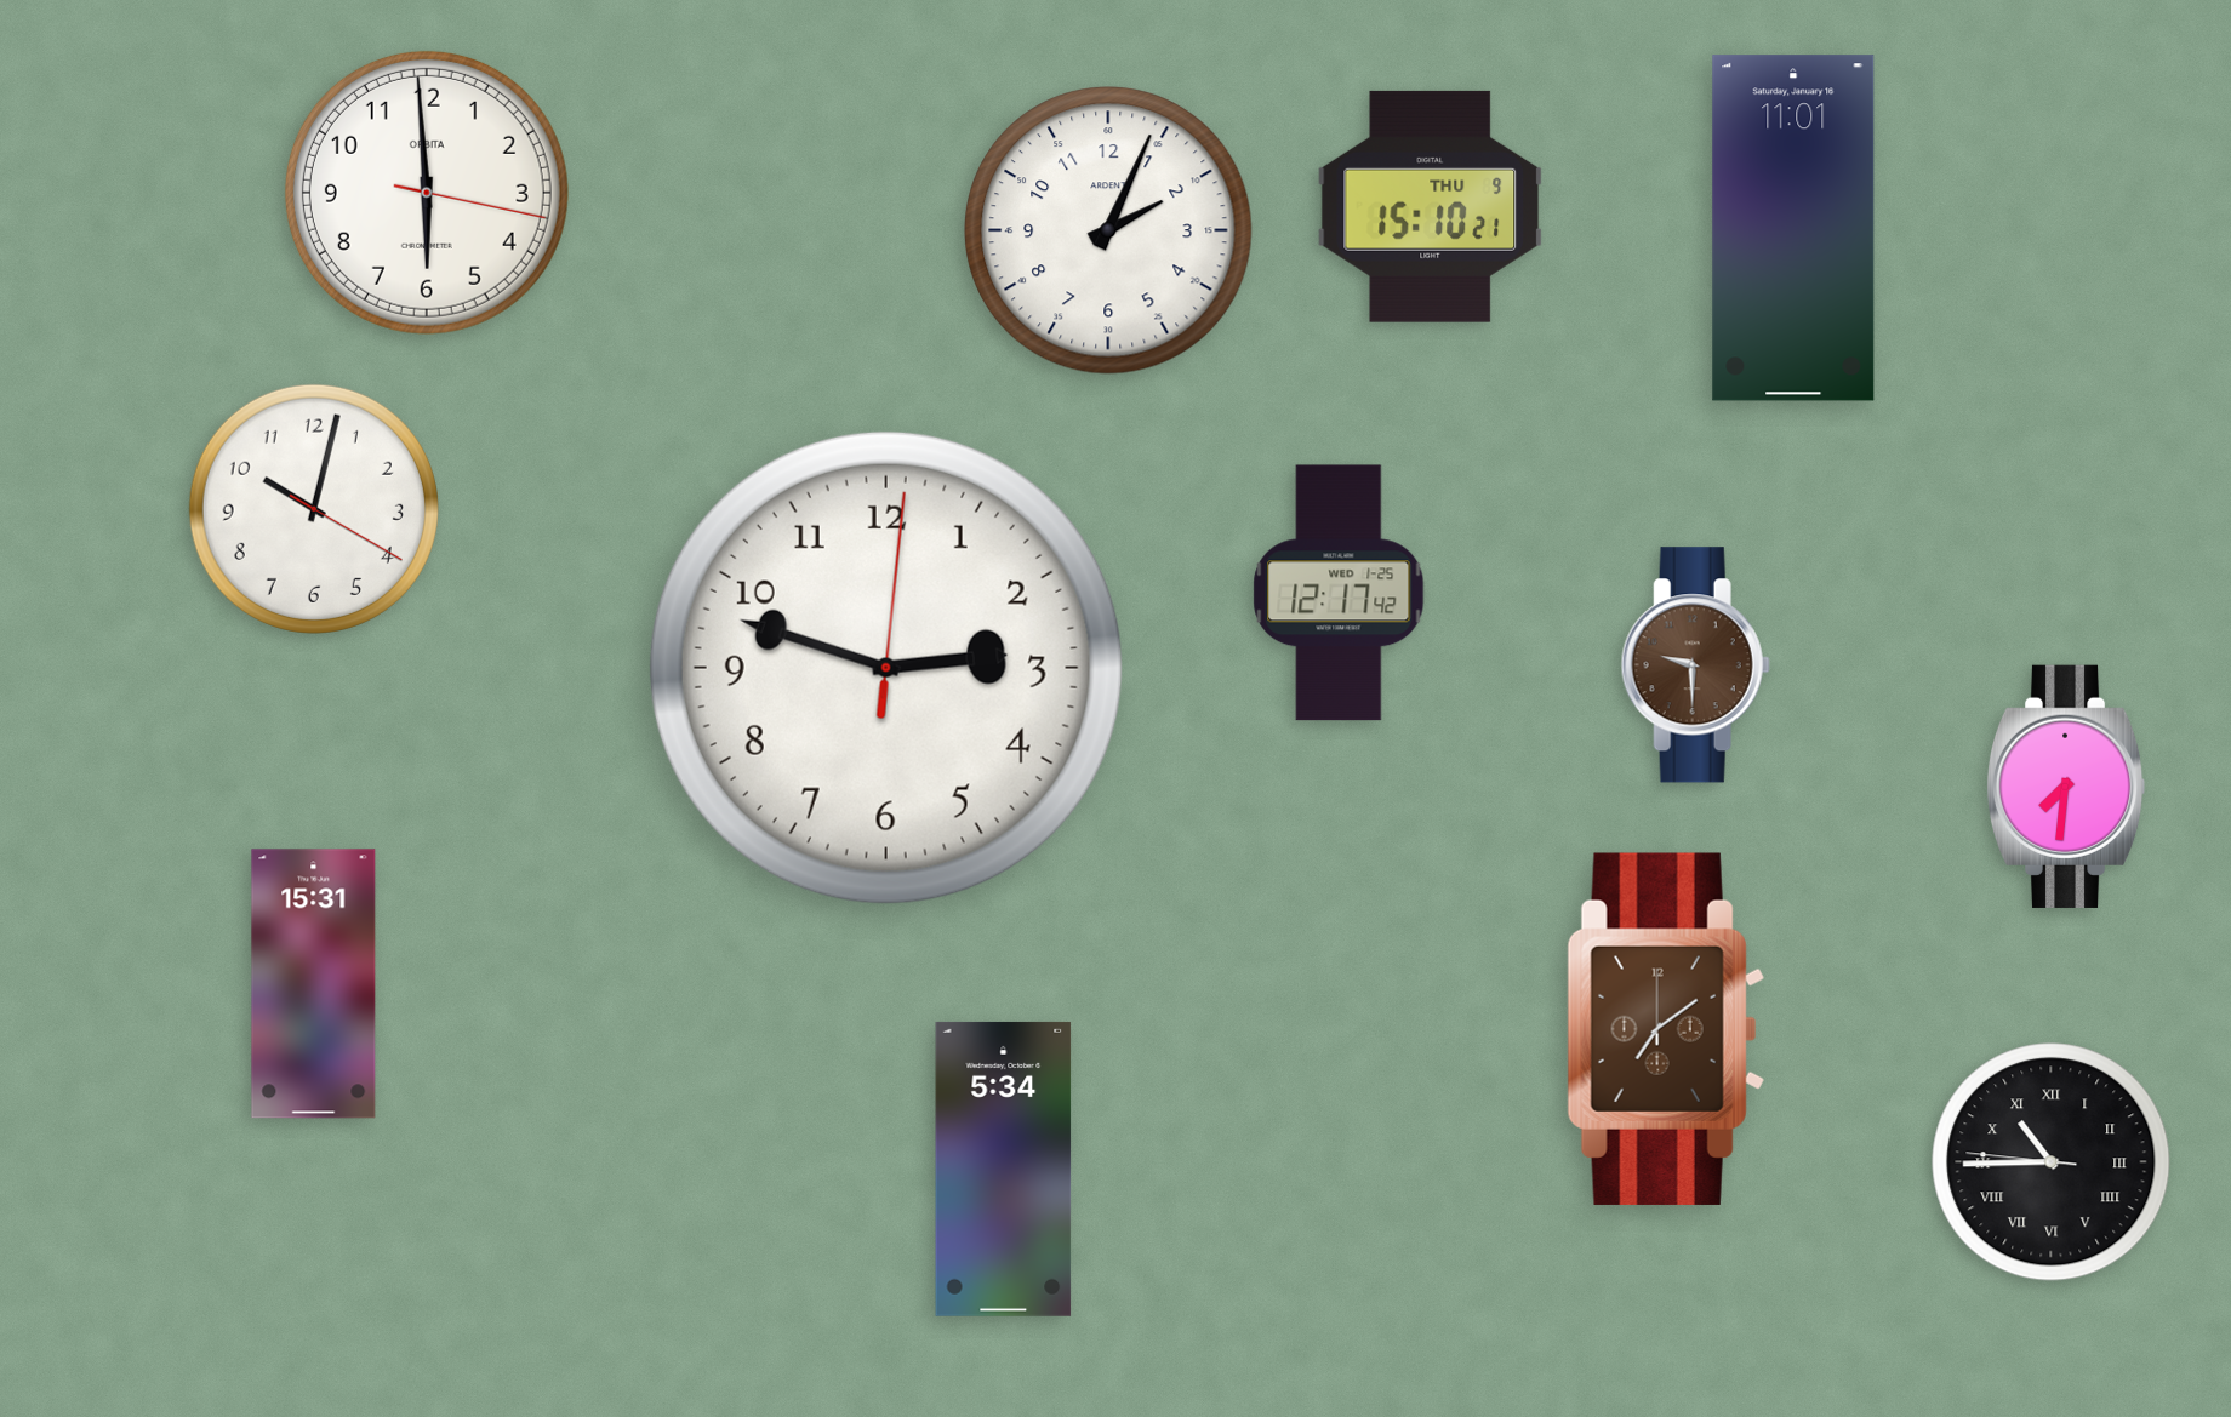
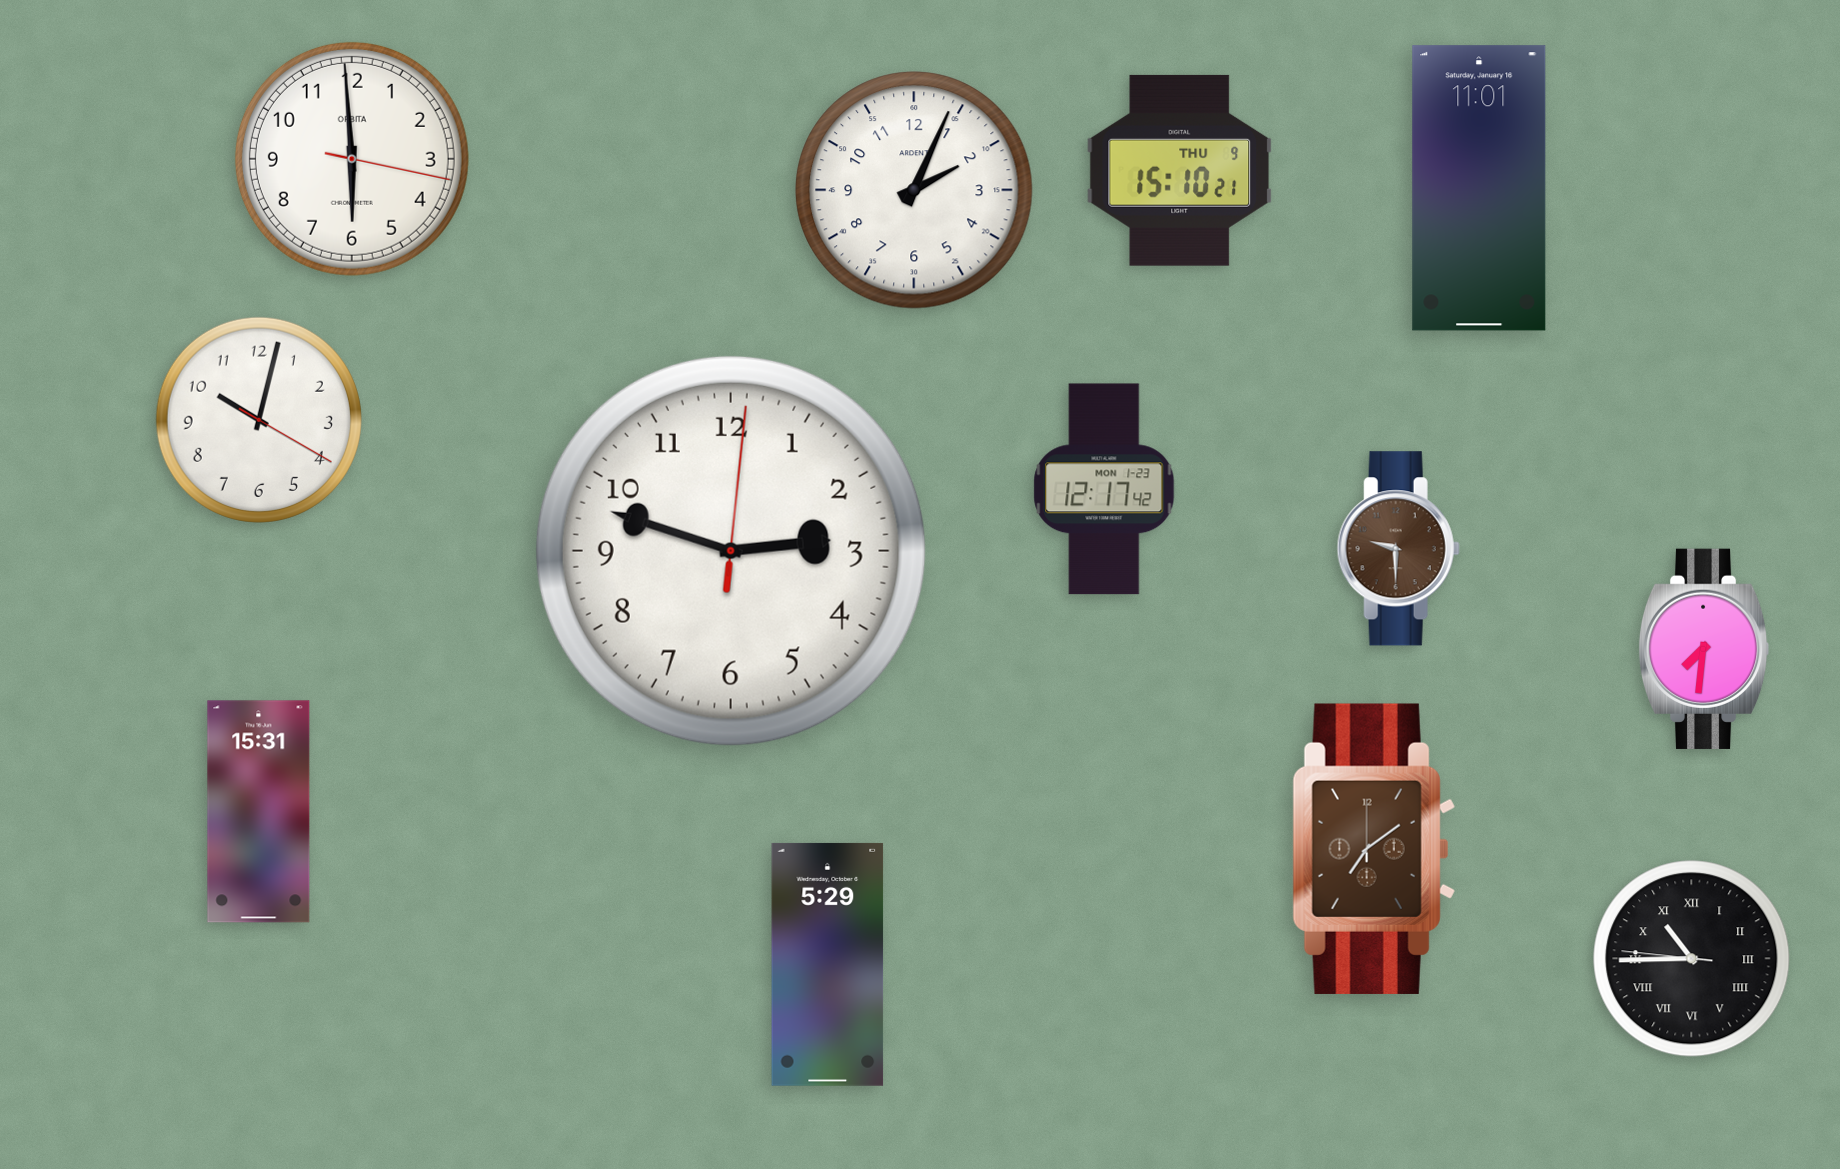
clock at (1339, 593) date: WED 1-25 -> MON 1-23
clock at (1004, 1169): 5:34 -> 5:29
